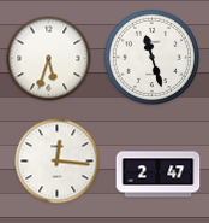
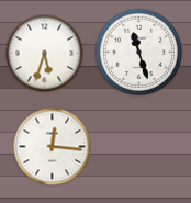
clock at (159, 175): 2:47 -> none
